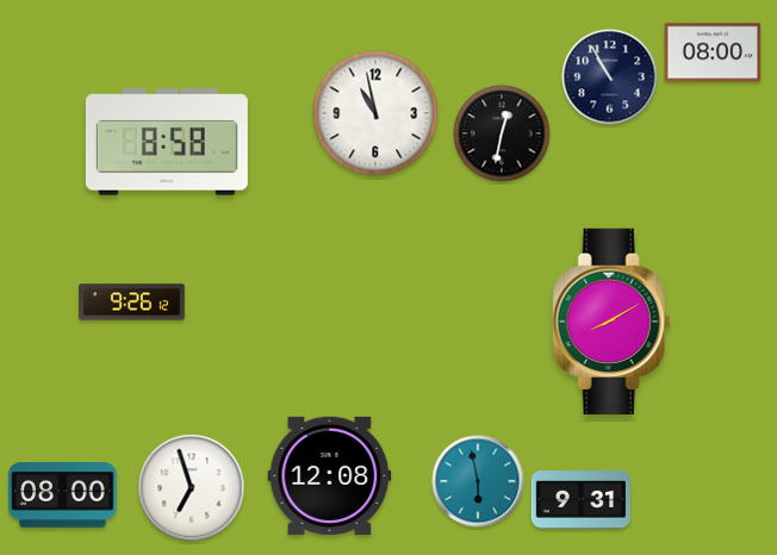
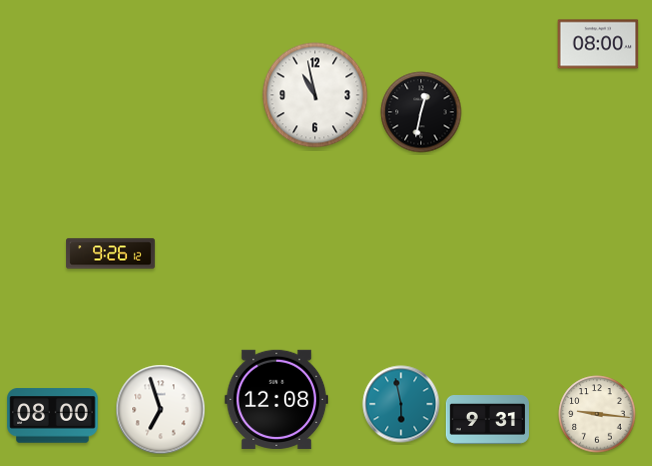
clock at (610, 77): 10:55 -> none
clock at (167, 142): 8:58 -> none
clock at (611, 322): 8:10 -> none
clock at (597, 414): none -> 9:16
